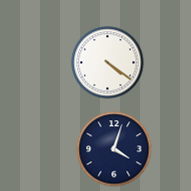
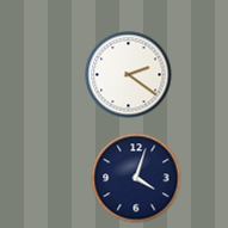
clock at (108, 63): 4:21 -> 2:21
